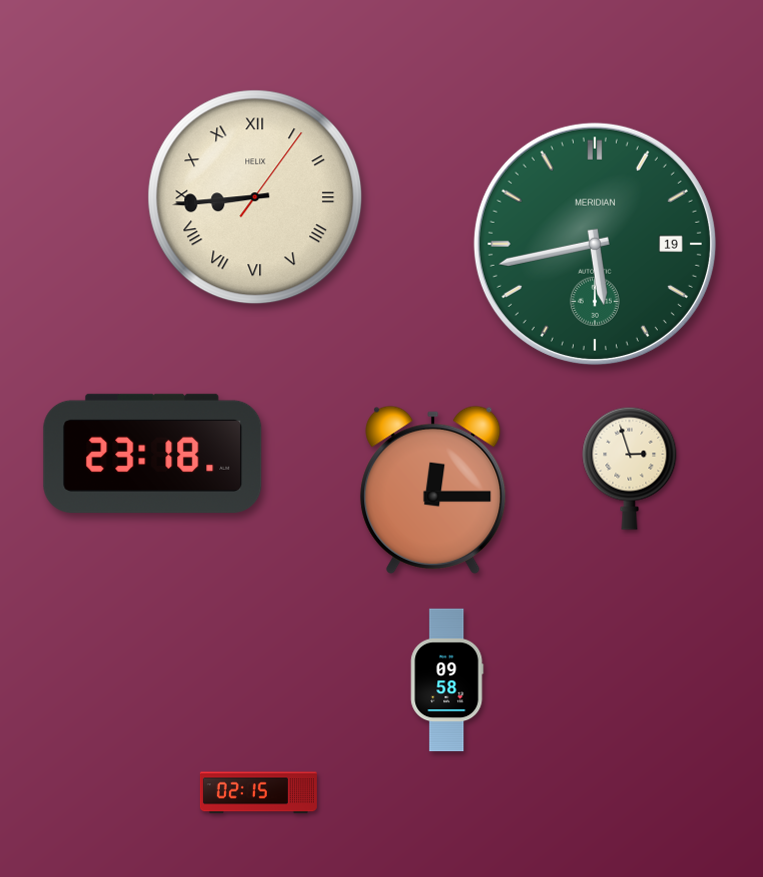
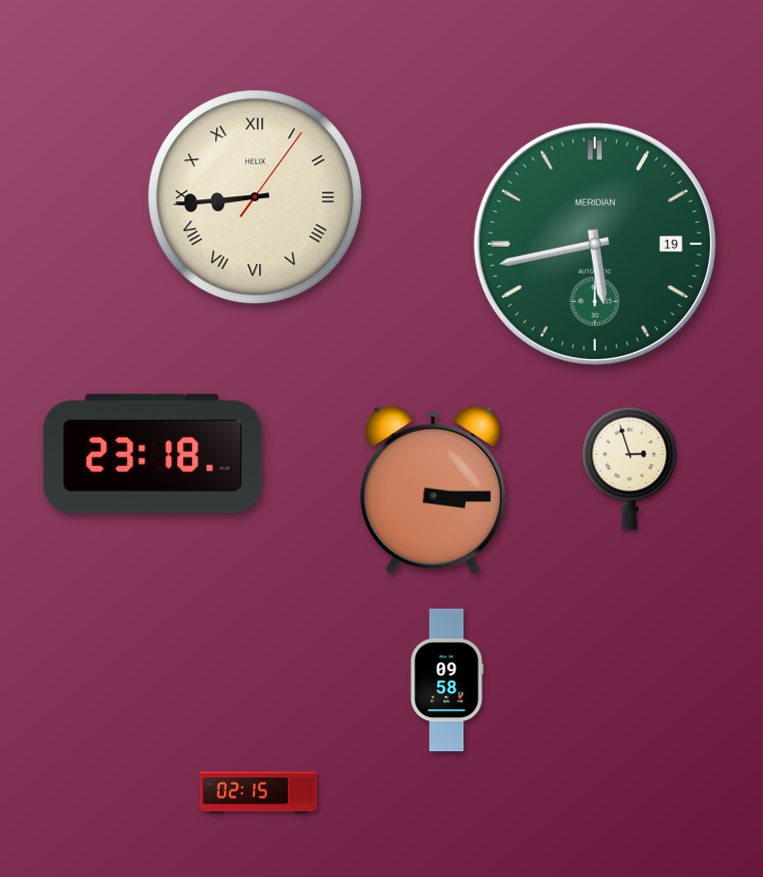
clock at (433, 490): 12:15 -> 3:15
